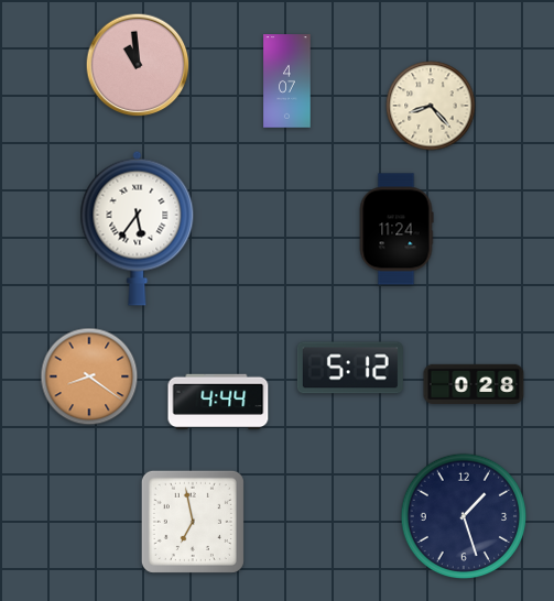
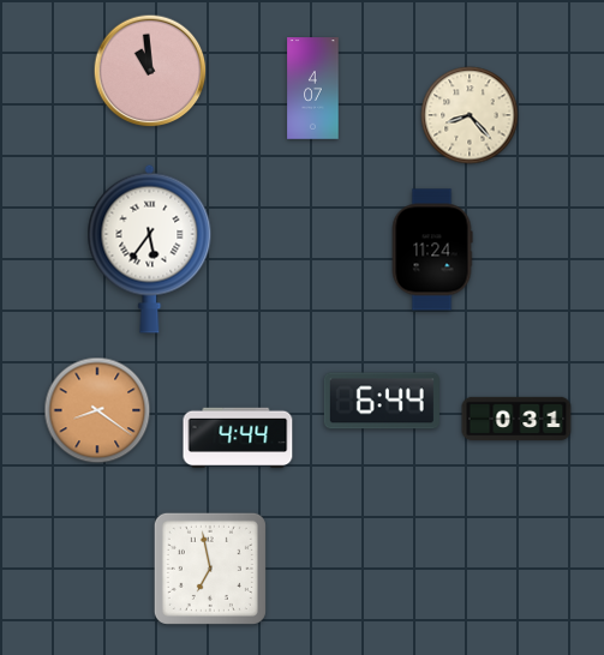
clock at (350, 368): 5:12 -> 6:44
clock at (474, 384): 0:28 -> 0:31
clock at (464, 516): 1:27 -> none
